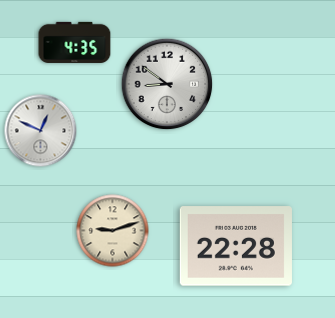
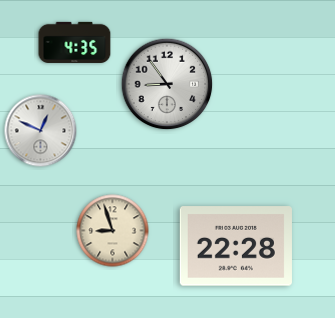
clock at (167, 84): 8:51 -> 8:54
clock at (113, 231): 9:12 -> 8:57
